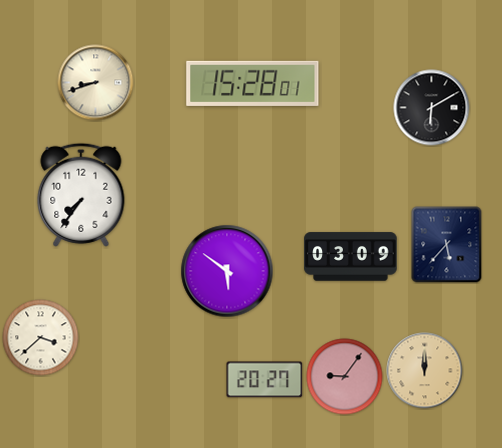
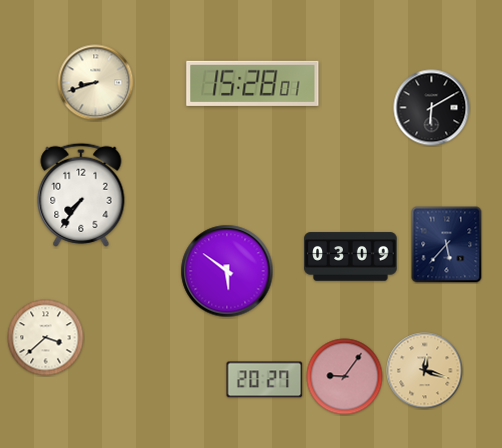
clock at (41, 338) position: (41, 338) -> (46, 338)
clock at (425, 371): 12:00 -> 12:18
